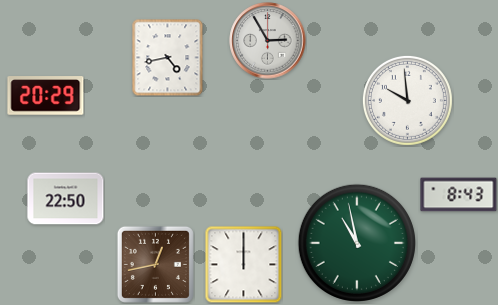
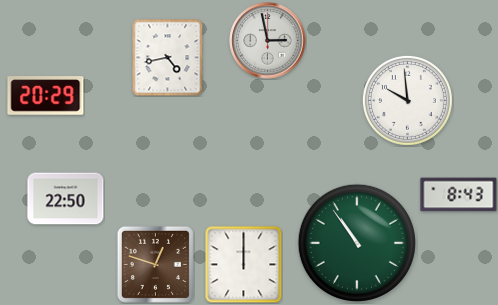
clock at (268, 41): 2:55 -> 2:58
clock at (357, 243): 10:58 -> 10:54
clock at (155, 264): 12:43 -> 12:48
